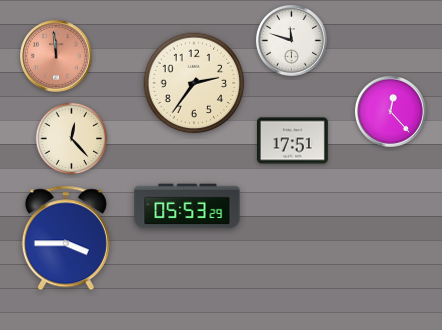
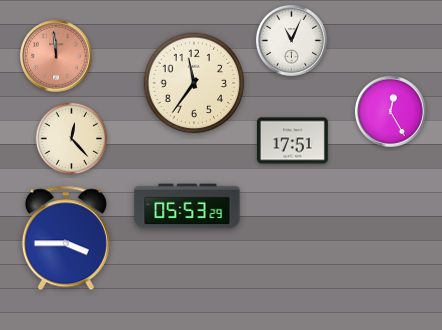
clock at (291, 40): 11:48 -> 11:04
clock at (194, 83): 2:36 -> 11:36
clock at (390, 111): 12:23 -> 12:25
